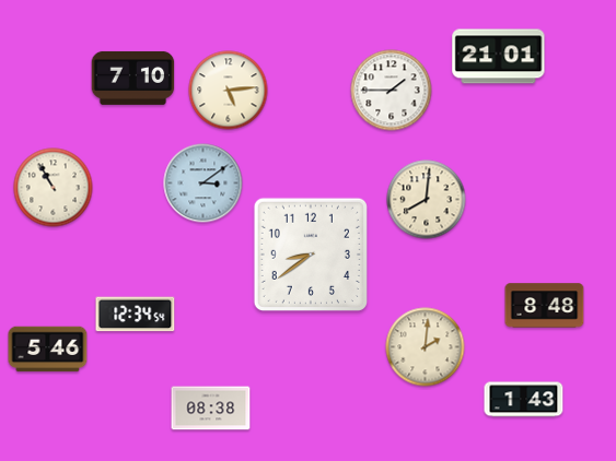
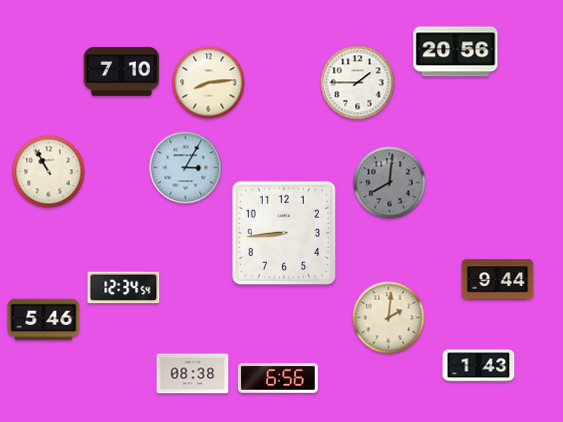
clock at (499, 57): 21:01 -> 20:56
clock at (229, 91): 5:14 -> 8:14
clock at (204, 184): 3:09 -> 3:05
clock at (427, 200) dial: cream -> grey
clock at (311, 255): 8:39 -> 8:44
clock at (545, 306): 8:48 -> 9:44
clock at (278, 378): none -> 6:56
